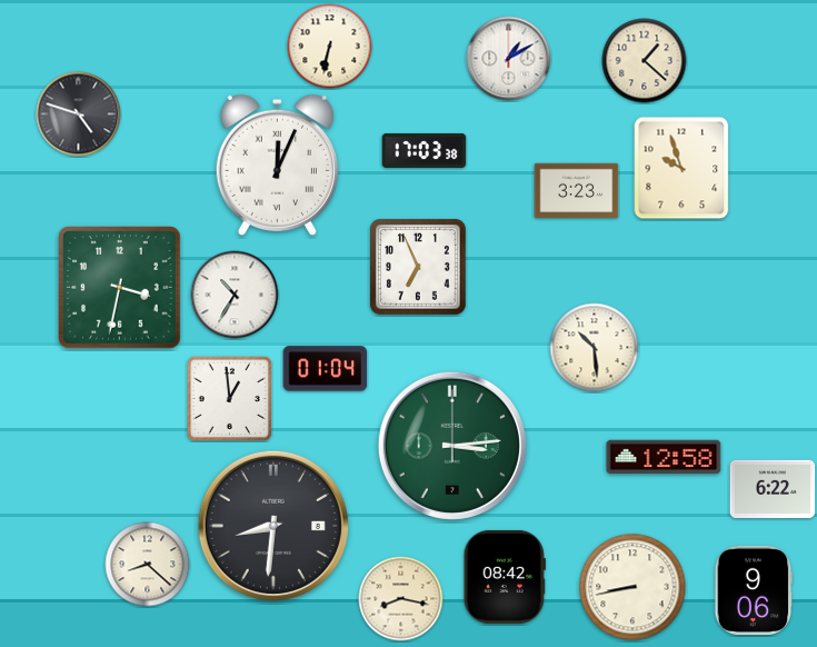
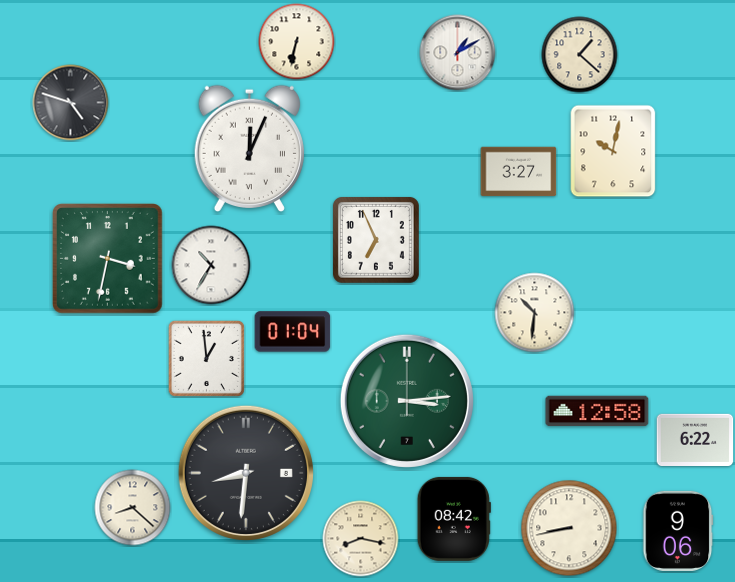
clock at (425, 150): 17:03 -> none
clock at (681, 168): 9:57 -> 10:02
clock at (577, 191): 3:23 -> 3:27
clock at (595, 348): 10:29 -> 10:31
